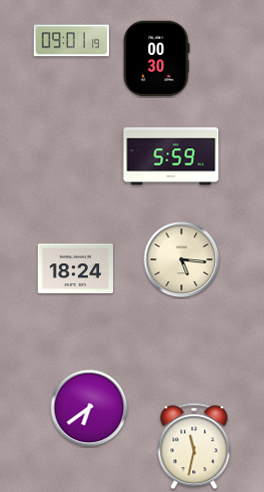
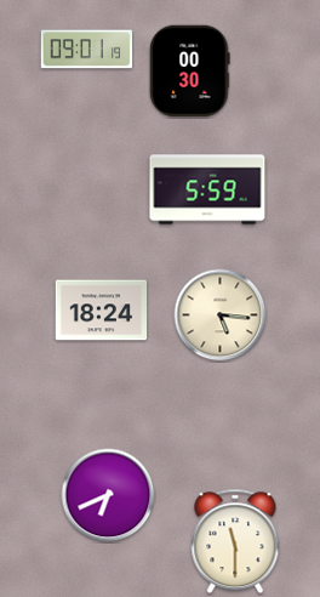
clock at (76, 269) position: (76, 269) -> (102, 311)
clock at (89, 408): 6:39 -> 6:41
clock at (194, 446): 11:32 -> 11:30
